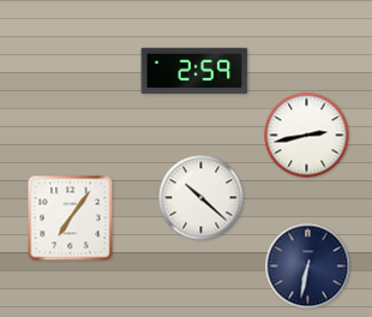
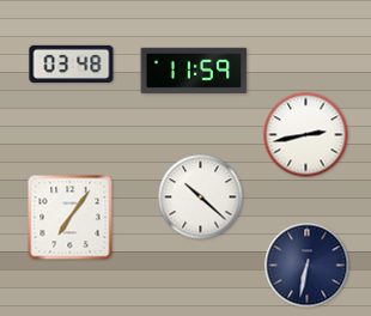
clock at (72, 63): none -> 03:48
clock at (194, 71): 2:59 -> 11:59
